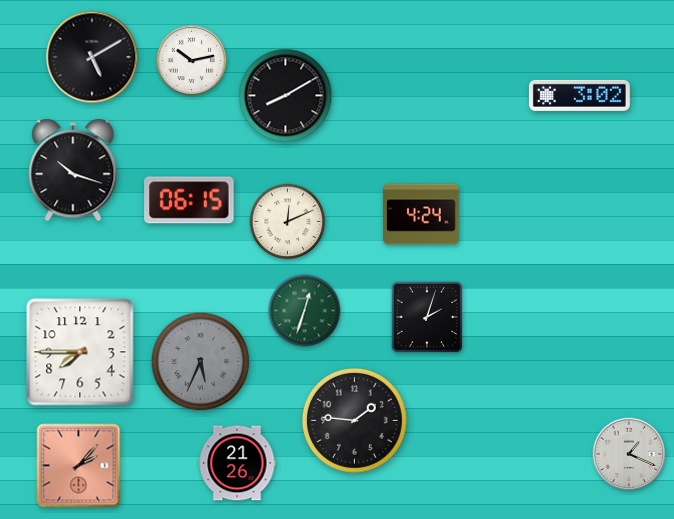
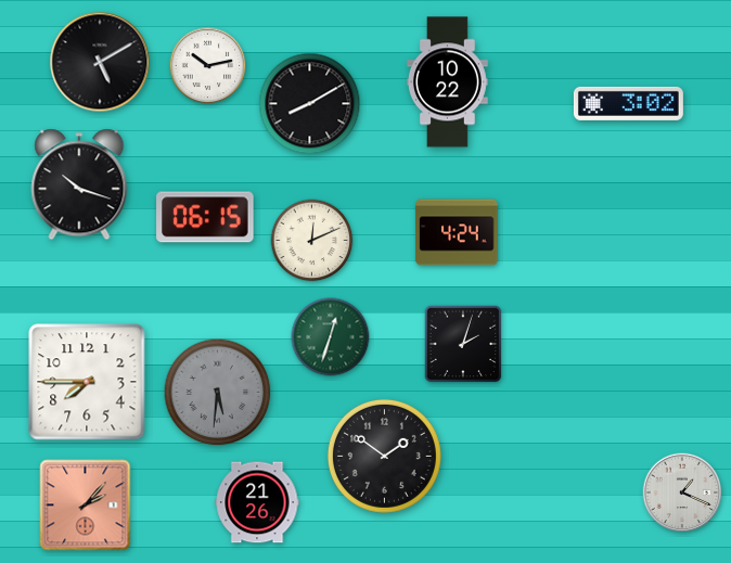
clock at (448, 82): none -> 10:22
clock at (201, 362): 5:34 -> 5:31
clock at (354, 420): 1:46 -> 1:51
